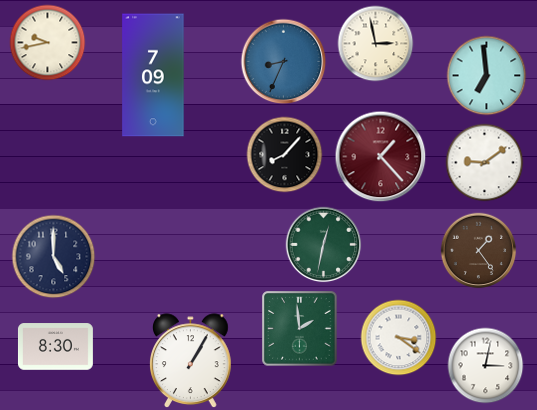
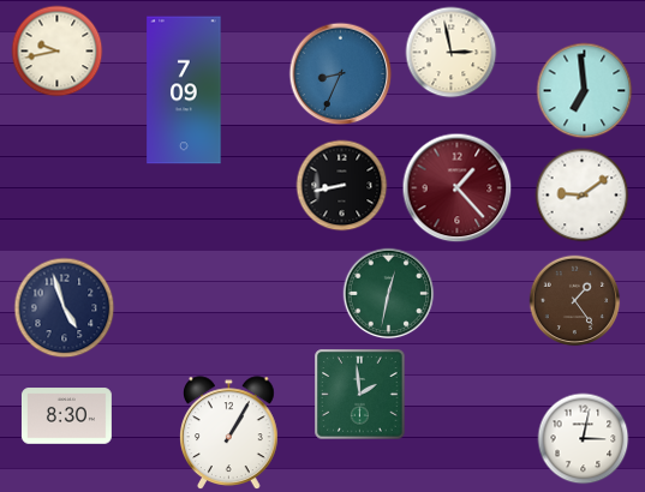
clock at (285, 155): 8:07 -> 8:43
clock at (54, 257): 5:00 -> 4:57
clock at (399, 338): 3:21 -> none
